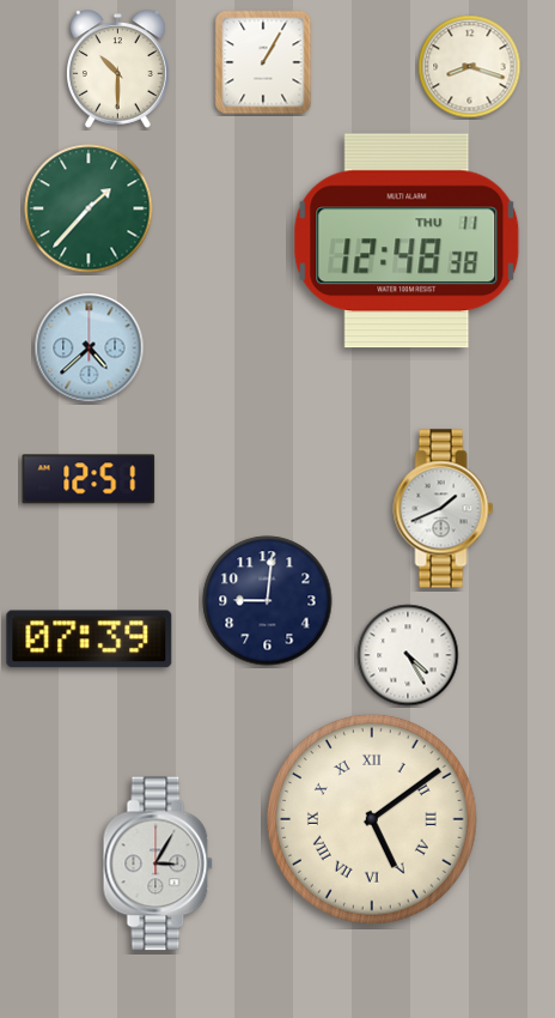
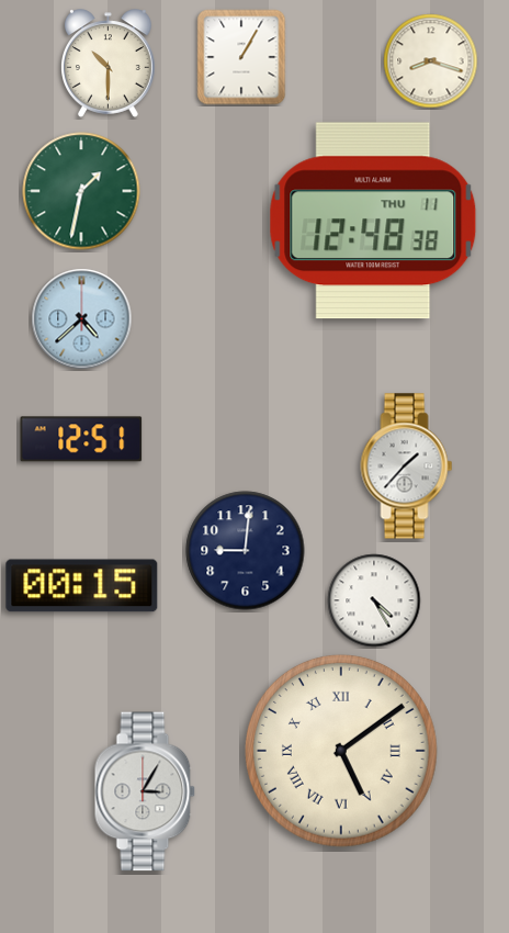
clock at (89, 208): 1:37 -> 1:32
clock at (444, 509): 1:41 -> 1:37
clock at (90, 640): 07:39 -> 00:15
